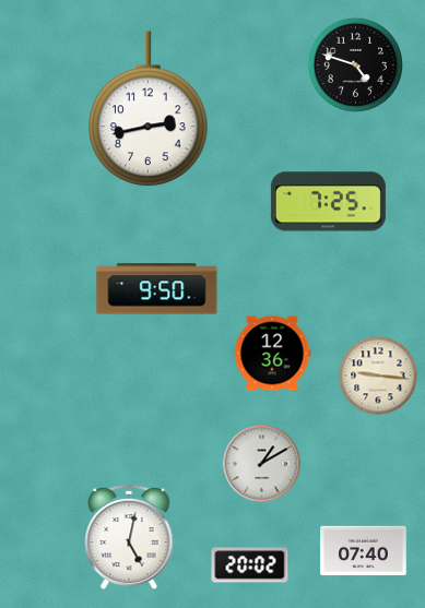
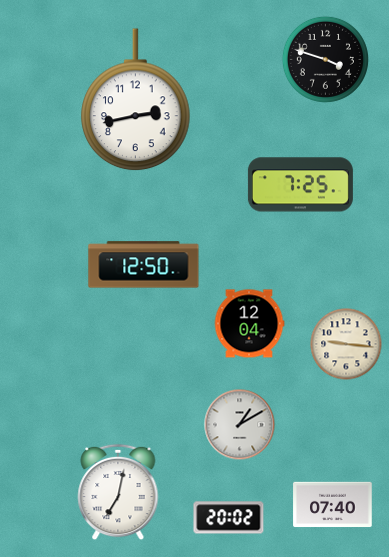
clock at (355, 64): 4:48 -> 3:48
clock at (157, 289): 9:50 -> 12:50
clock at (272, 354): 12:36 -> 12:04
clock at (129, 537): 5:02 -> 7:02
